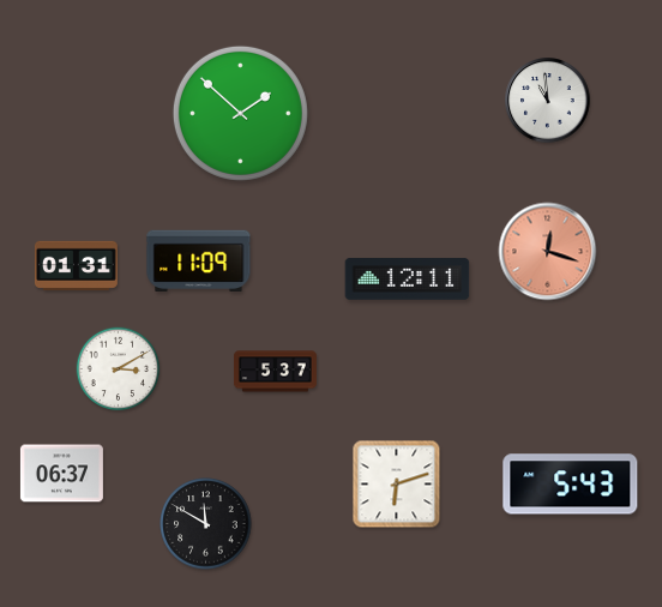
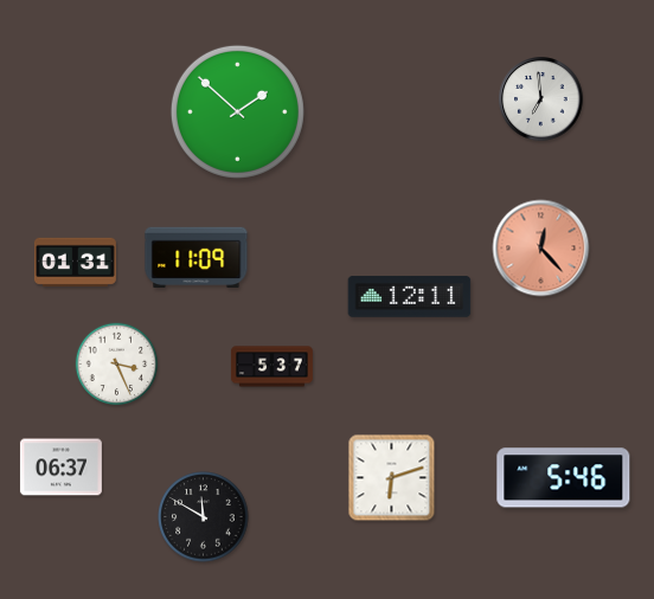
clock at (548, 101): 10:59 -> 6:59
clock at (548, 252): 12:18 -> 12:23
clock at (408, 280) position: (408, 280) -> (410, 297)
clock at (119, 369): 3:10 -> 3:26
clock at (571, 485): 5:43 -> 5:46
